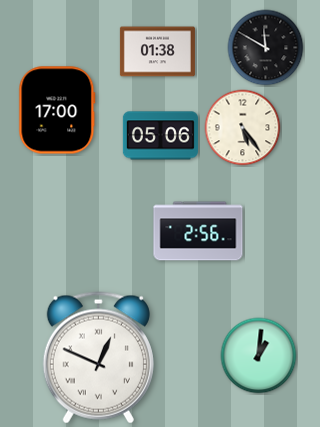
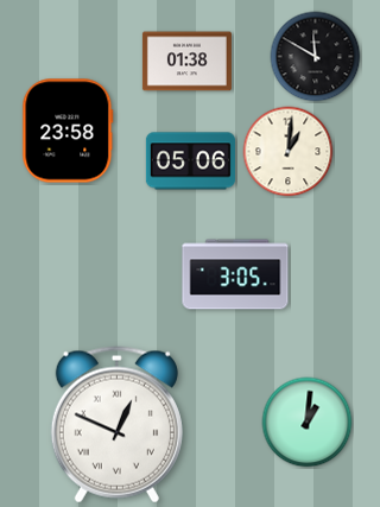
clock at (57, 110): 17:00 -> 23:58
clock at (243, 128): 5:24 -> 1:01
clock at (198, 231): 2:56 -> 3:05
